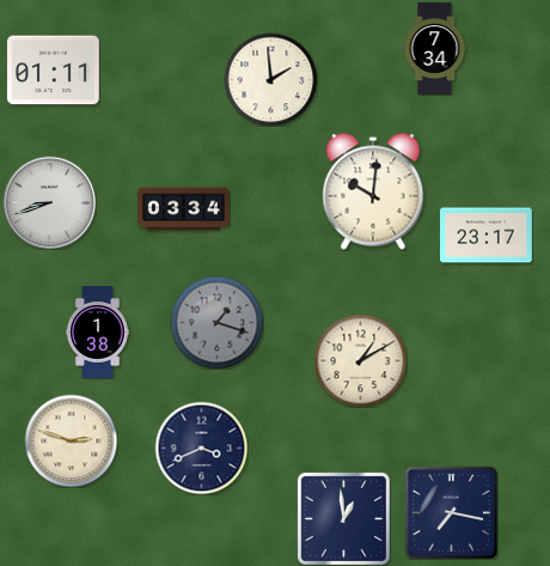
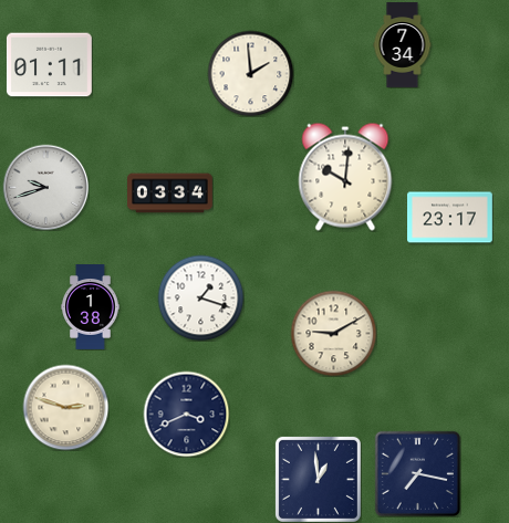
clock at (49, 202): 8:42 -> 9:42
clock at (216, 322) dial: grey -> white
clock at (360, 360): 1:10 -> 9:10
